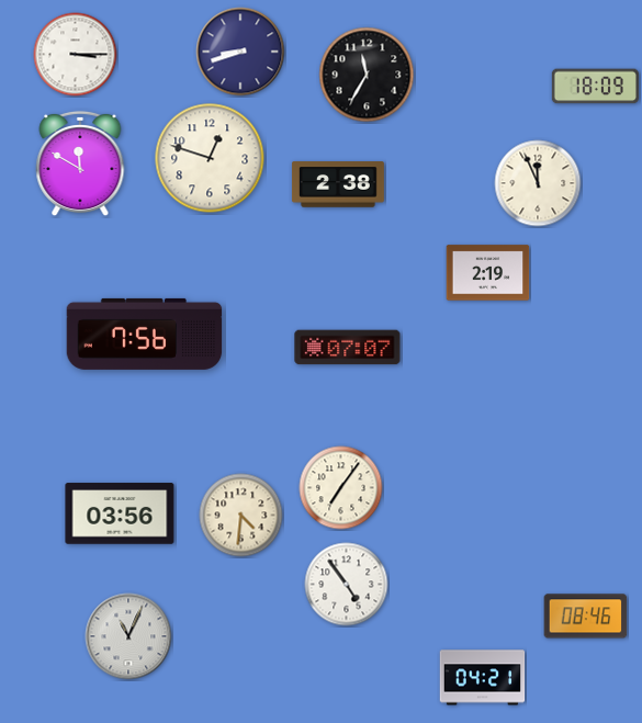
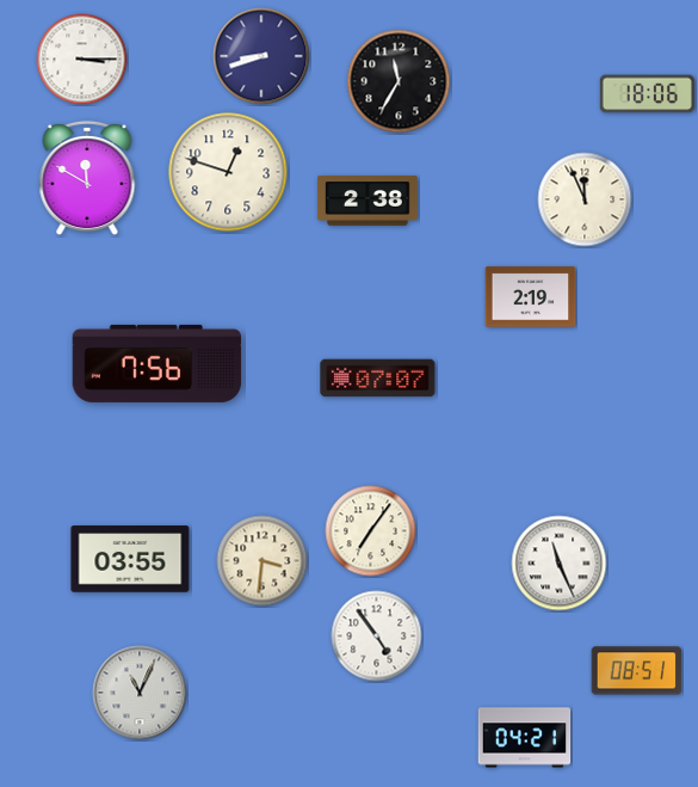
clock at (595, 87): 18:09 -> 18:06
clock at (120, 513): 03:56 -> 03:55
clock at (241, 516): 4:31 -> 3:31
clock at (560, 564): none -> 11:26
clock at (586, 617): 08:46 -> 08:51
